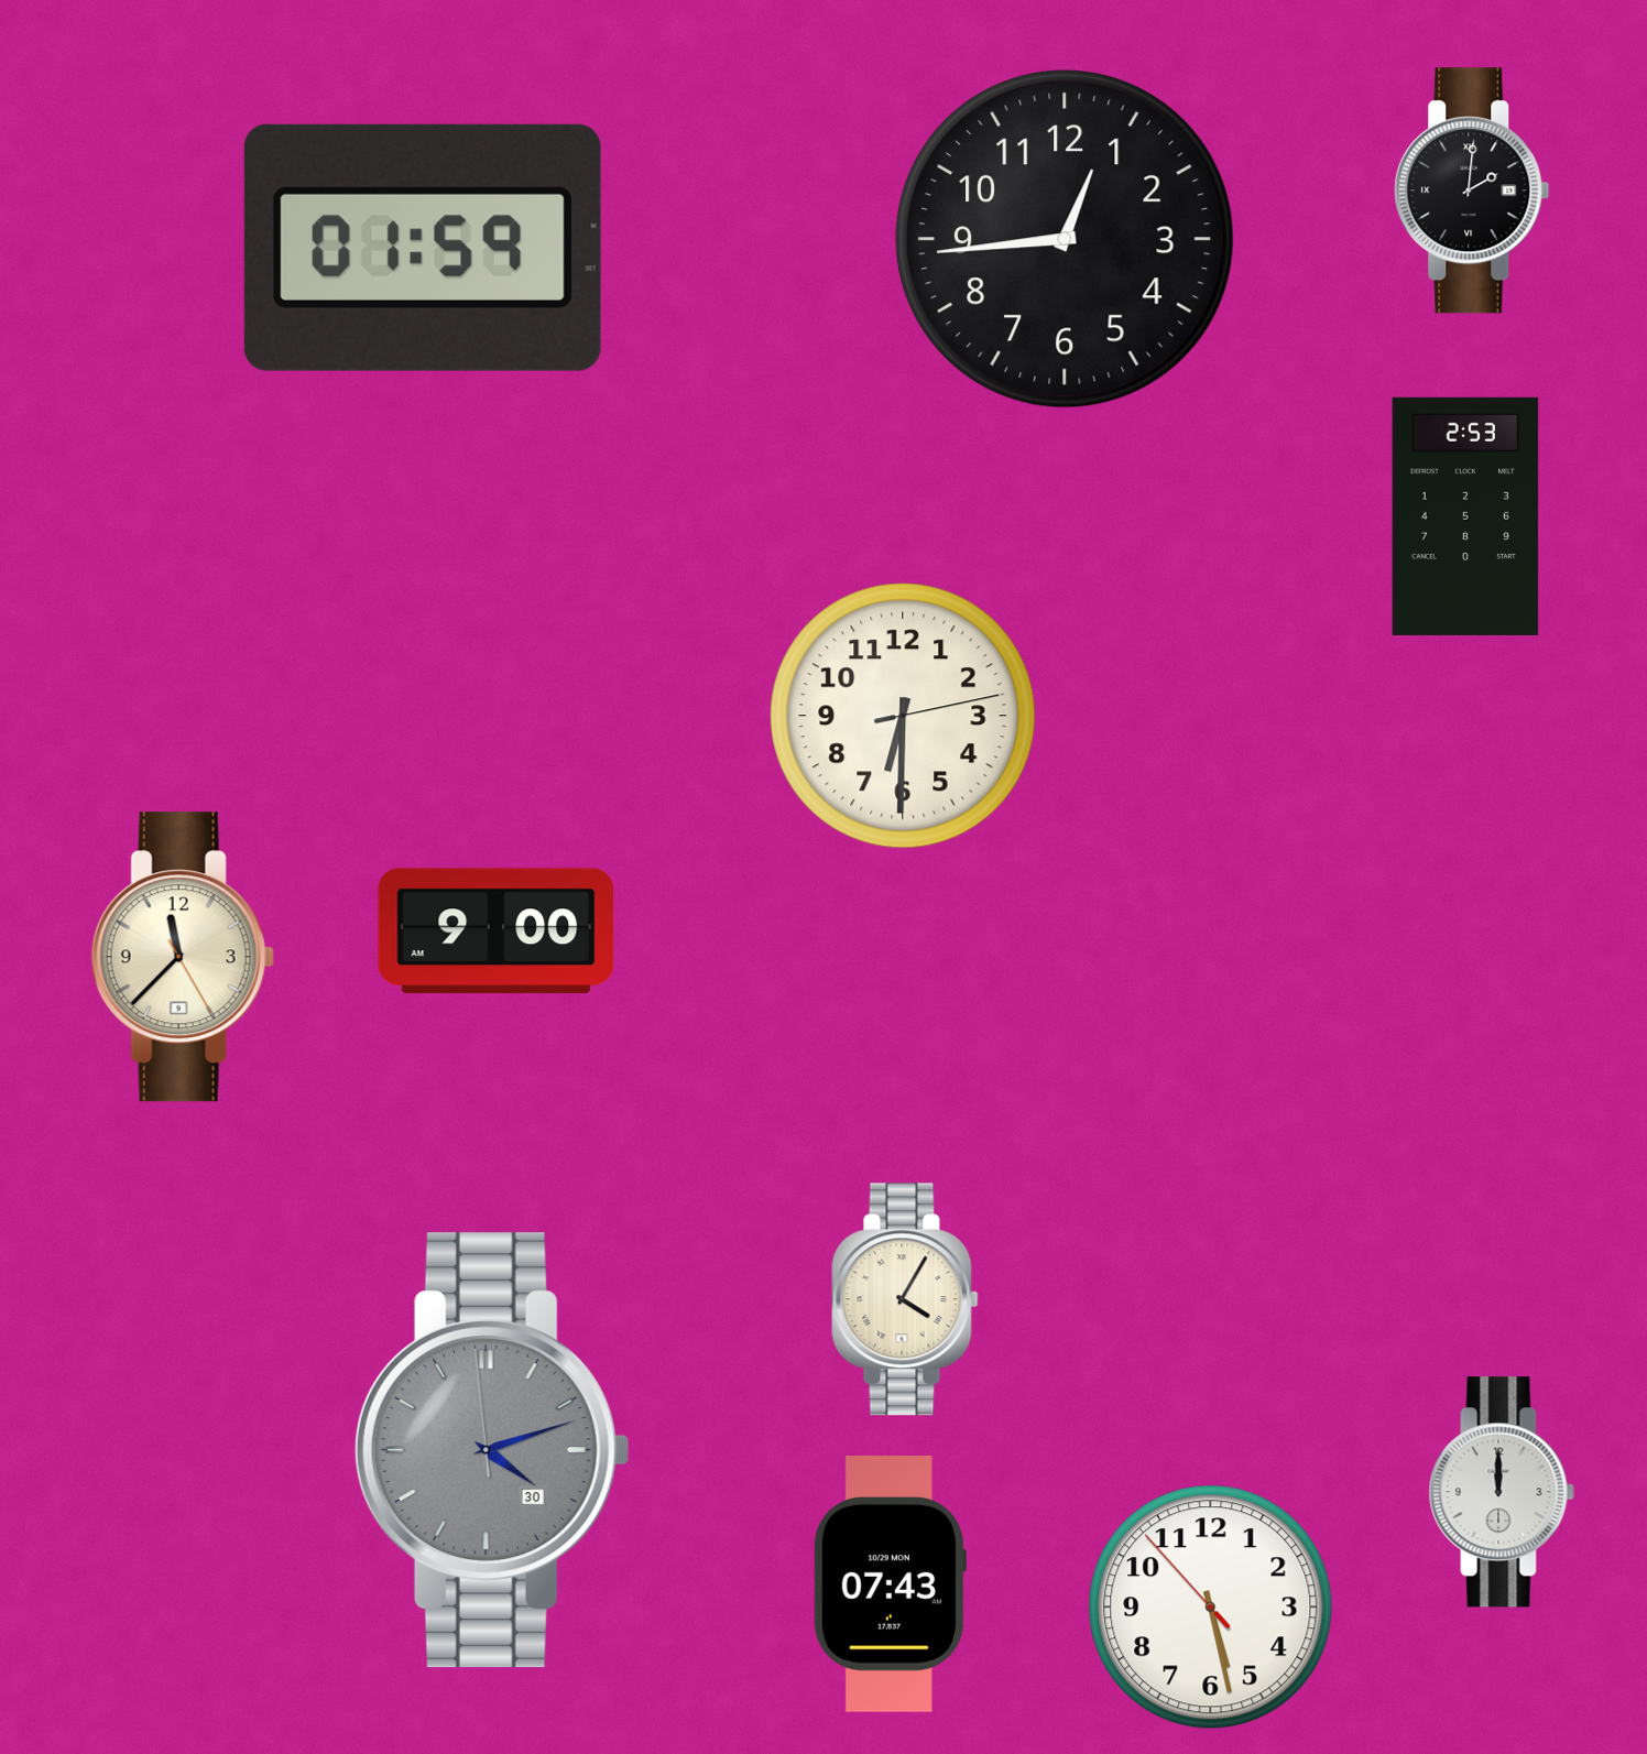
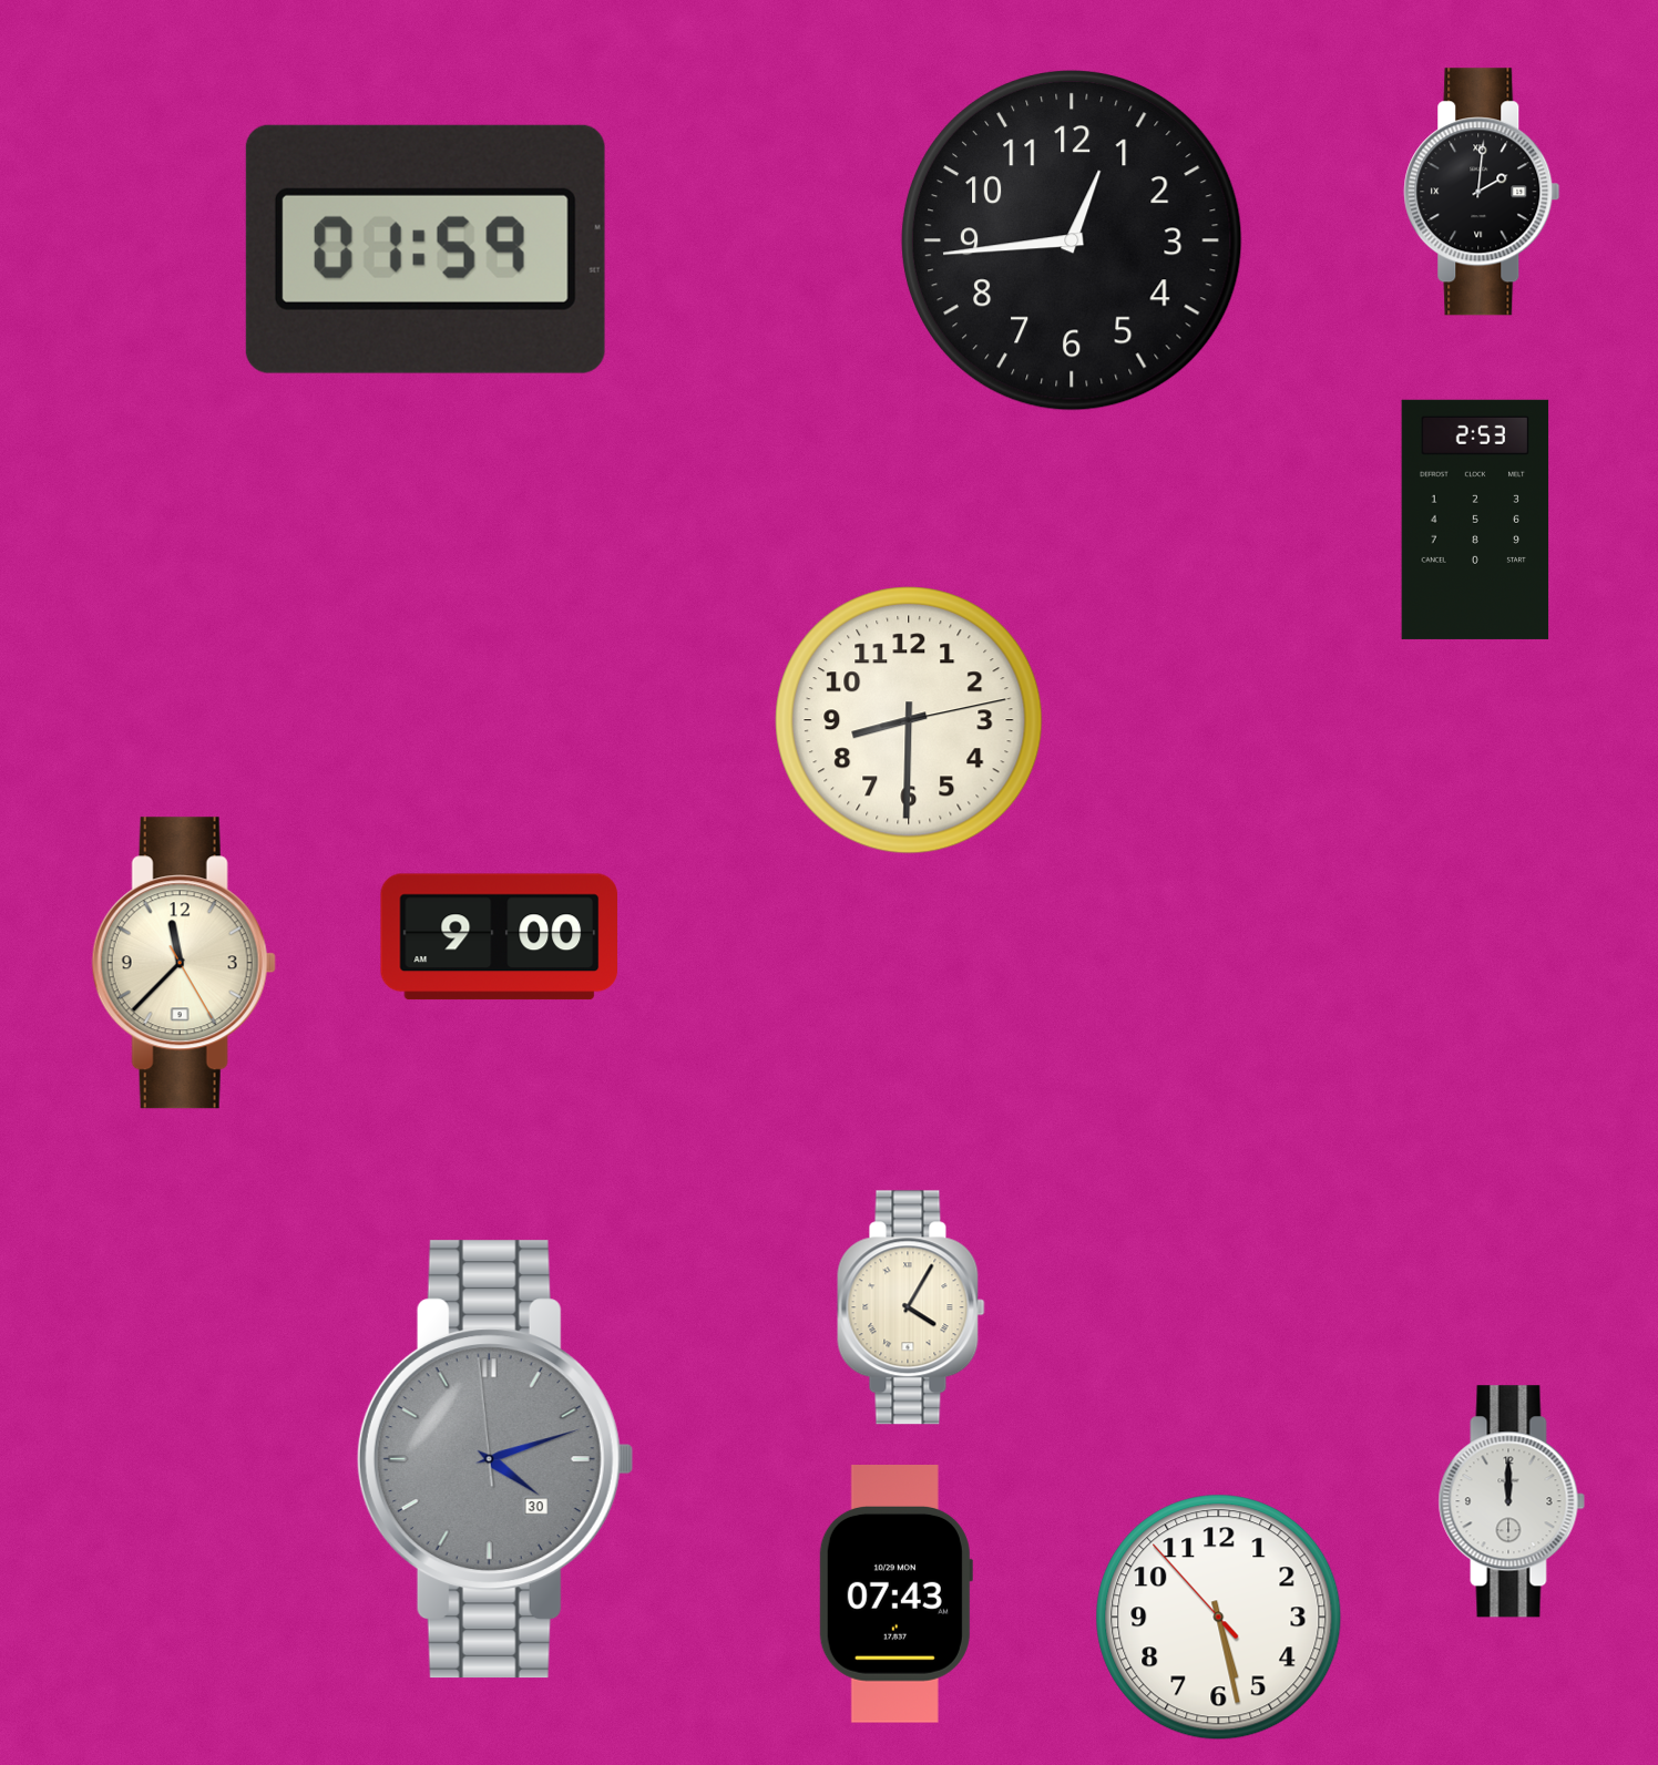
clock at (903, 716): 6:30 -> 8:30
